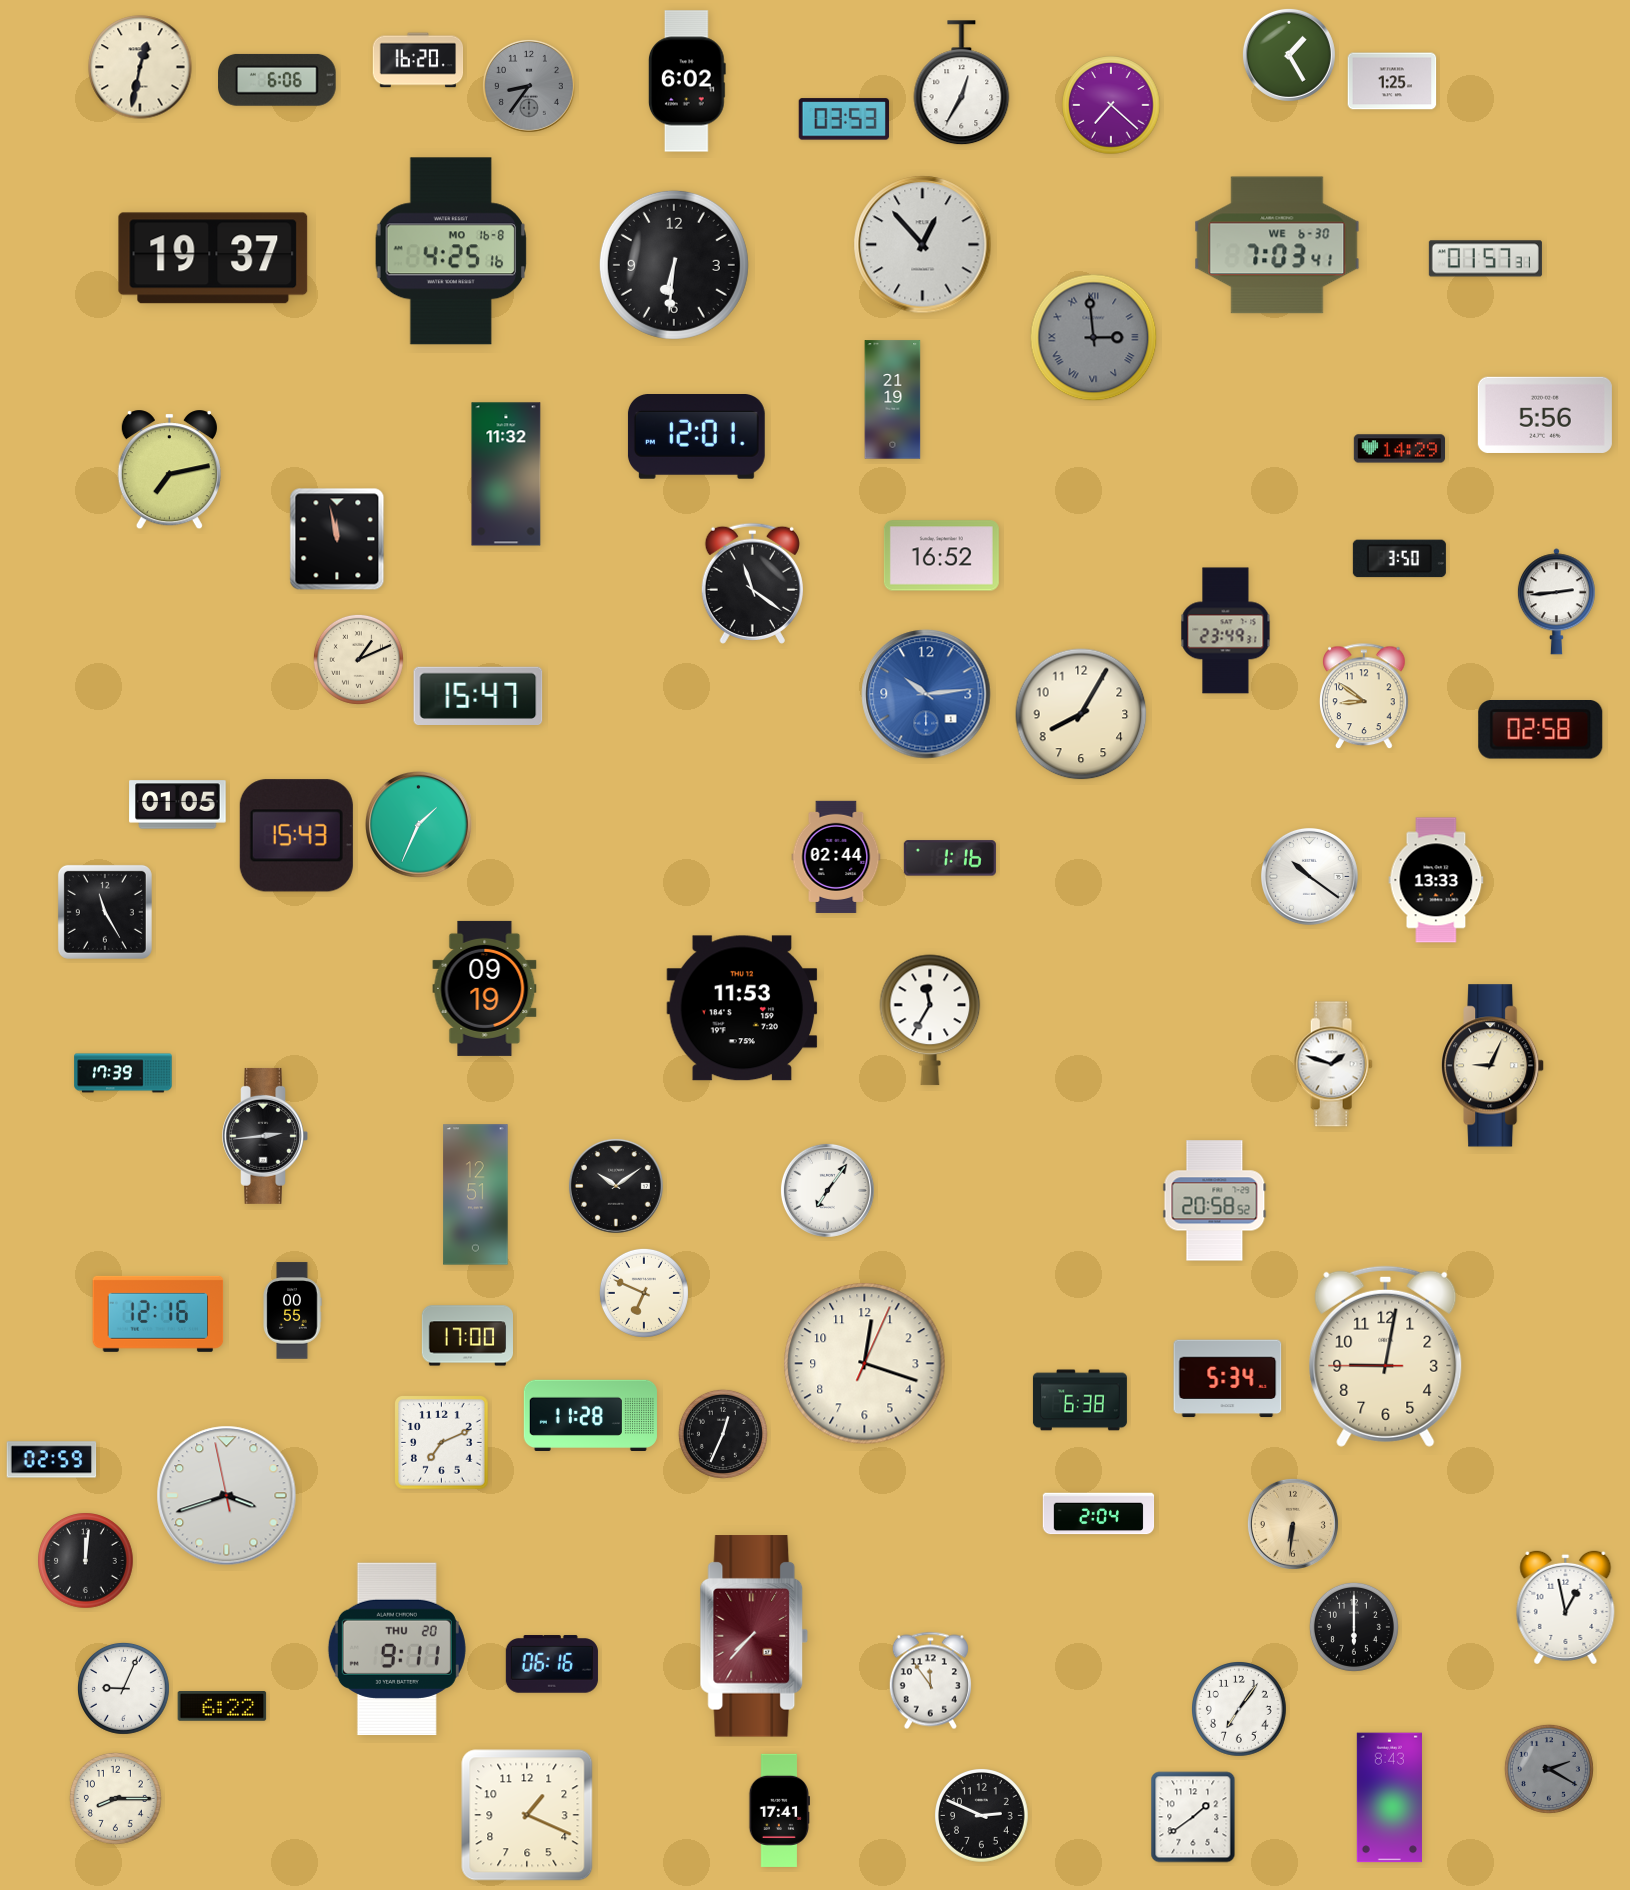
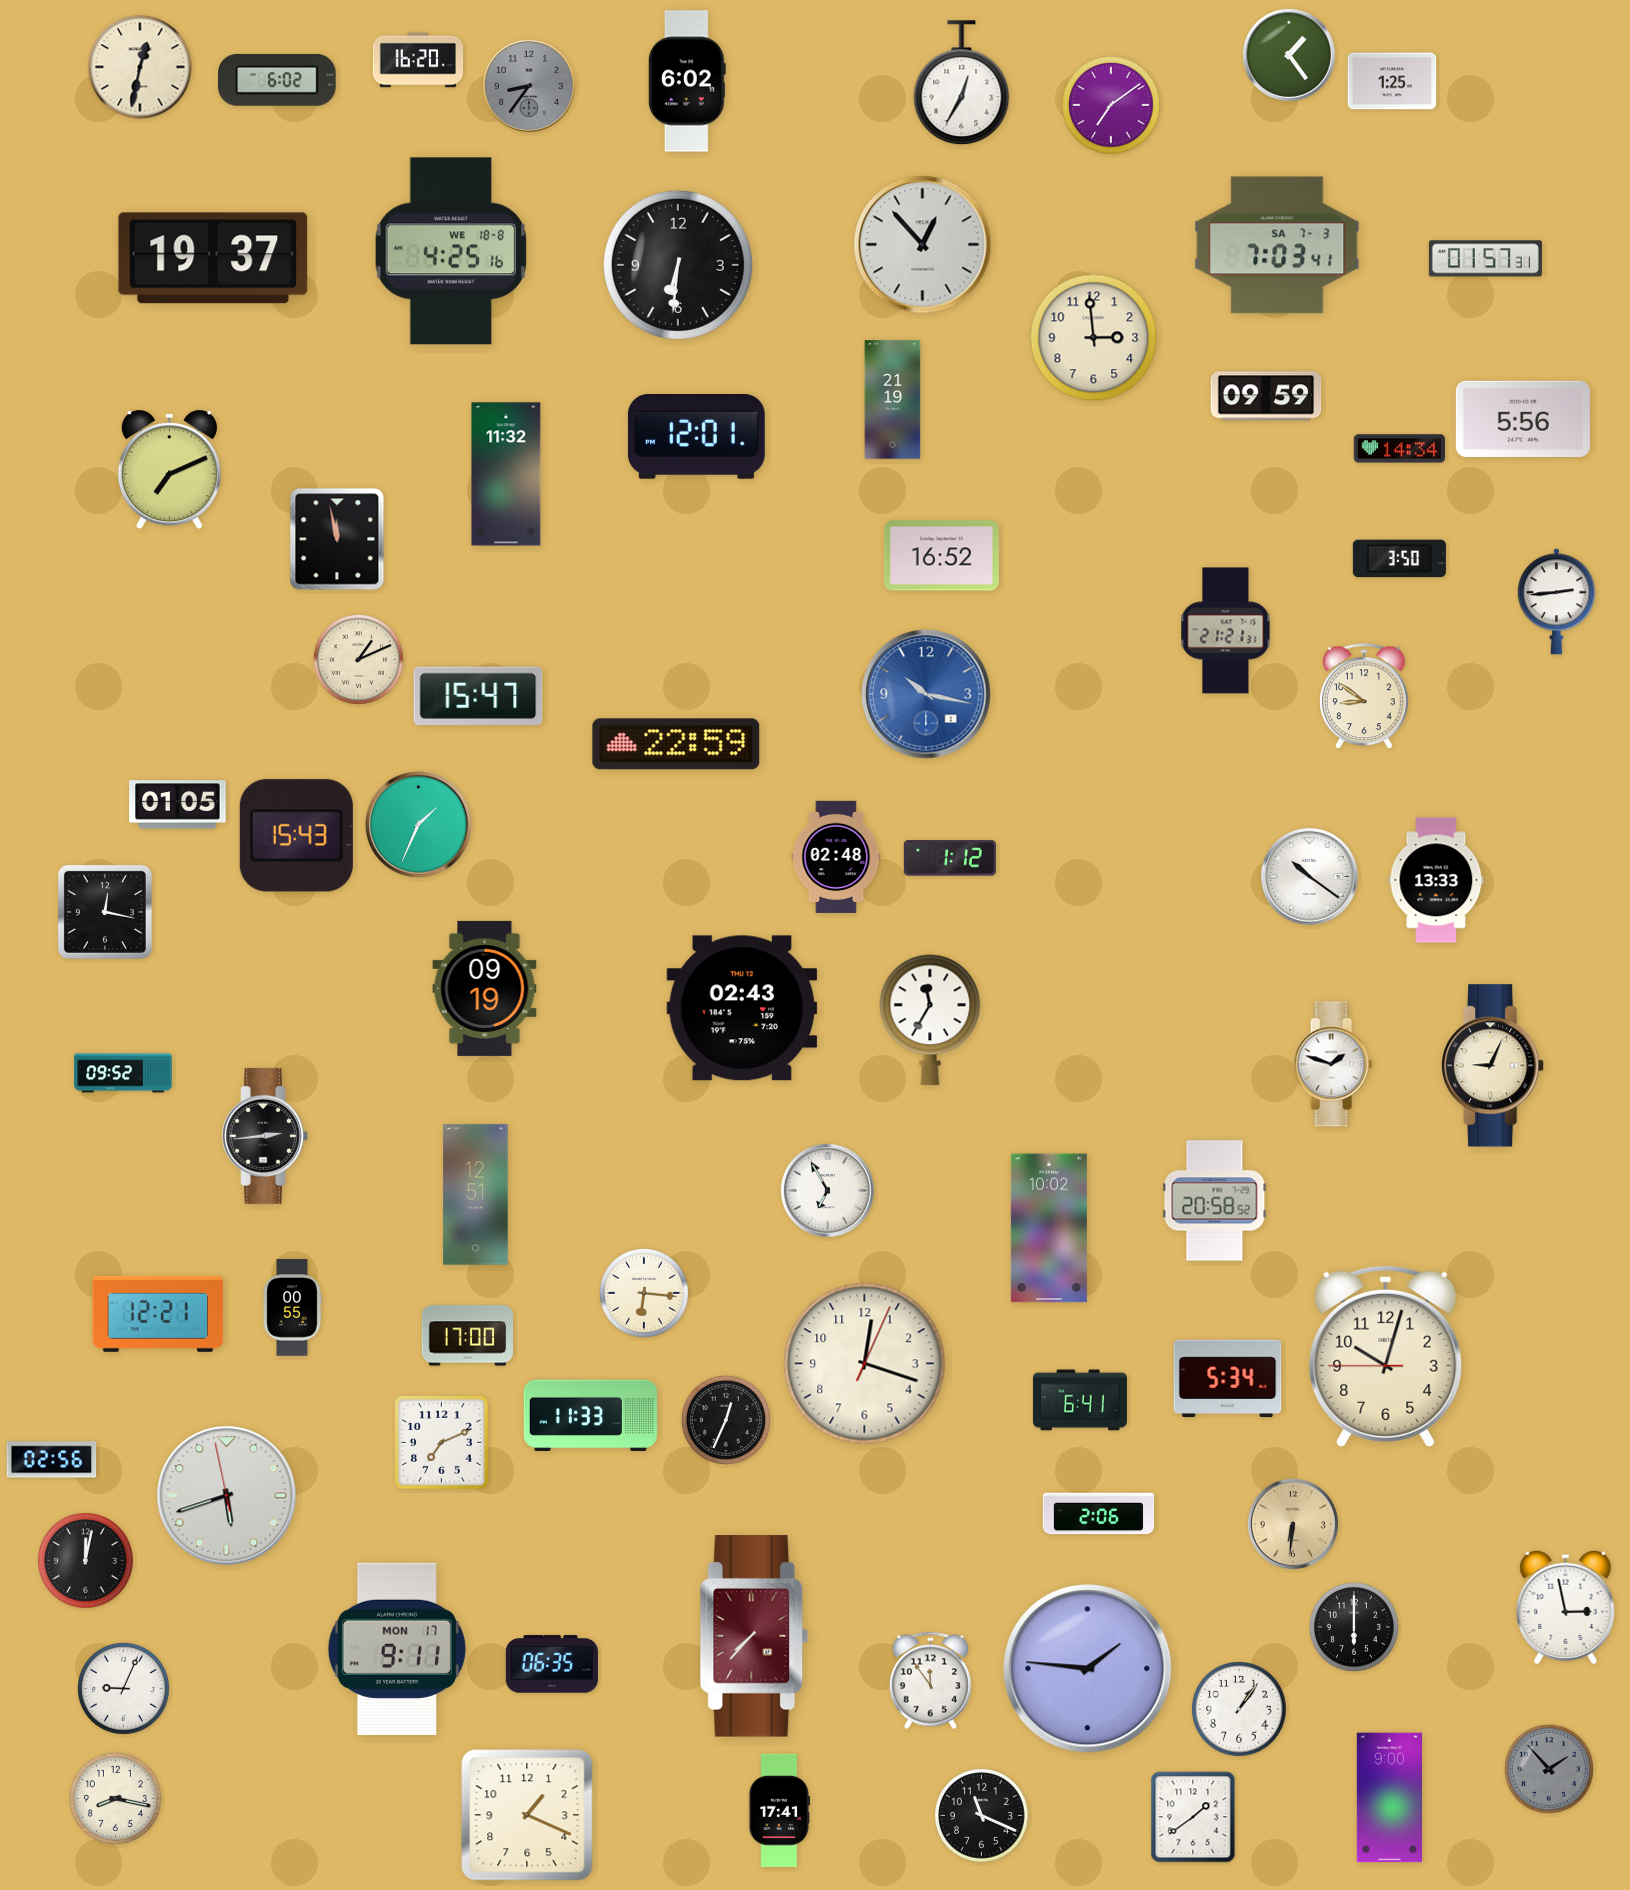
clock at (1289, 55): 1:25 -> 1:24
clock at (277, 80): 6:06 -> 6:02
clock at (1111, 105): 7:22 -> 7:09
clock at (843, 119): 03:53 -> none
clock at (1277, 245) date: WE 6-30 -> SA 7-3
clock at (451, 251) date: MO 16-8 -> WE 18-8
clock at (674, 265) position: (674, 265) -> (678, 265)
clock at (1094, 338) dial: grey -> cream
clock at (1094, 338) numerals: Roman -> Arabic
clock at (1266, 396): none -> 09:59
clock at (1545, 415) position: (1545, 415) -> (1523, 419)
clock at (1399, 449): 14:29 -> 14:34
clock at (169, 470): 7:13 -> 7:11
clock at (752, 583): 11:21 -> none
clock at (1226, 631): 23:49 -> 21:21
clock at (926, 694): 10:14 -> 10:17
clock at (1081, 714): 8:05 -> none
clock at (1541, 730): 02:58 -> none
clock at (676, 744): none -> 22:59
clock at (836, 857): 02:44 -> 02:48
clock at (950, 858): 1:16 -> 1:12
clock at (105, 912): 11:25 -> 12:17
clock at (742, 1008): 11:53 -> 02:43
clock at (123, 1073): 17:39 -> 09:52
clock at (616, 1186): 10:09 -> none
clock at (827, 1190): 7:06 -> 6:55
clock at (1049, 1228): none -> 10:02
clock at (644, 1293): 6:49 -> 6:16
clock at (292, 1311) position: (292, 1311) -> (292, 1308)
clock at (158, 1314): 12:16 -> 12:21
clock at (1386, 1356): 9:01 -> 10:02
clock at (1080, 1400): 6:38 -> 6:41
clock at (590, 1415): 11:28 -> 11:33
clock at (723, 1434) position: (723, 1434) -> (726, 1420)
clock at (52, 1460): 02:59 -> 02:56
clock at (227, 1496): 3:41 -> 5:41
clock at (1099, 1514): 2:04 -> 2:06
clock at (86, 1561): 12:01 -> 12:02
clock at (1566, 1607): 12:58 -> 2:58
clock at (397, 1649) date: THU 20 -> MON 17
clock at (552, 1664): 06:16 -> 06:35
clock at (1088, 1669): none -> 1:46
clock at (222, 1707): 6:22 -> none
clock at (1240, 1710): 7:06 -> 1:06
clock at (1549, 1769): 2:20 -> 1:53
clock at (115, 1798): 8:15 -> 8:17
clock at (1389, 1798): 8:43 -> 9:00
clock at (982, 1816): 2:49 -> 11:19
